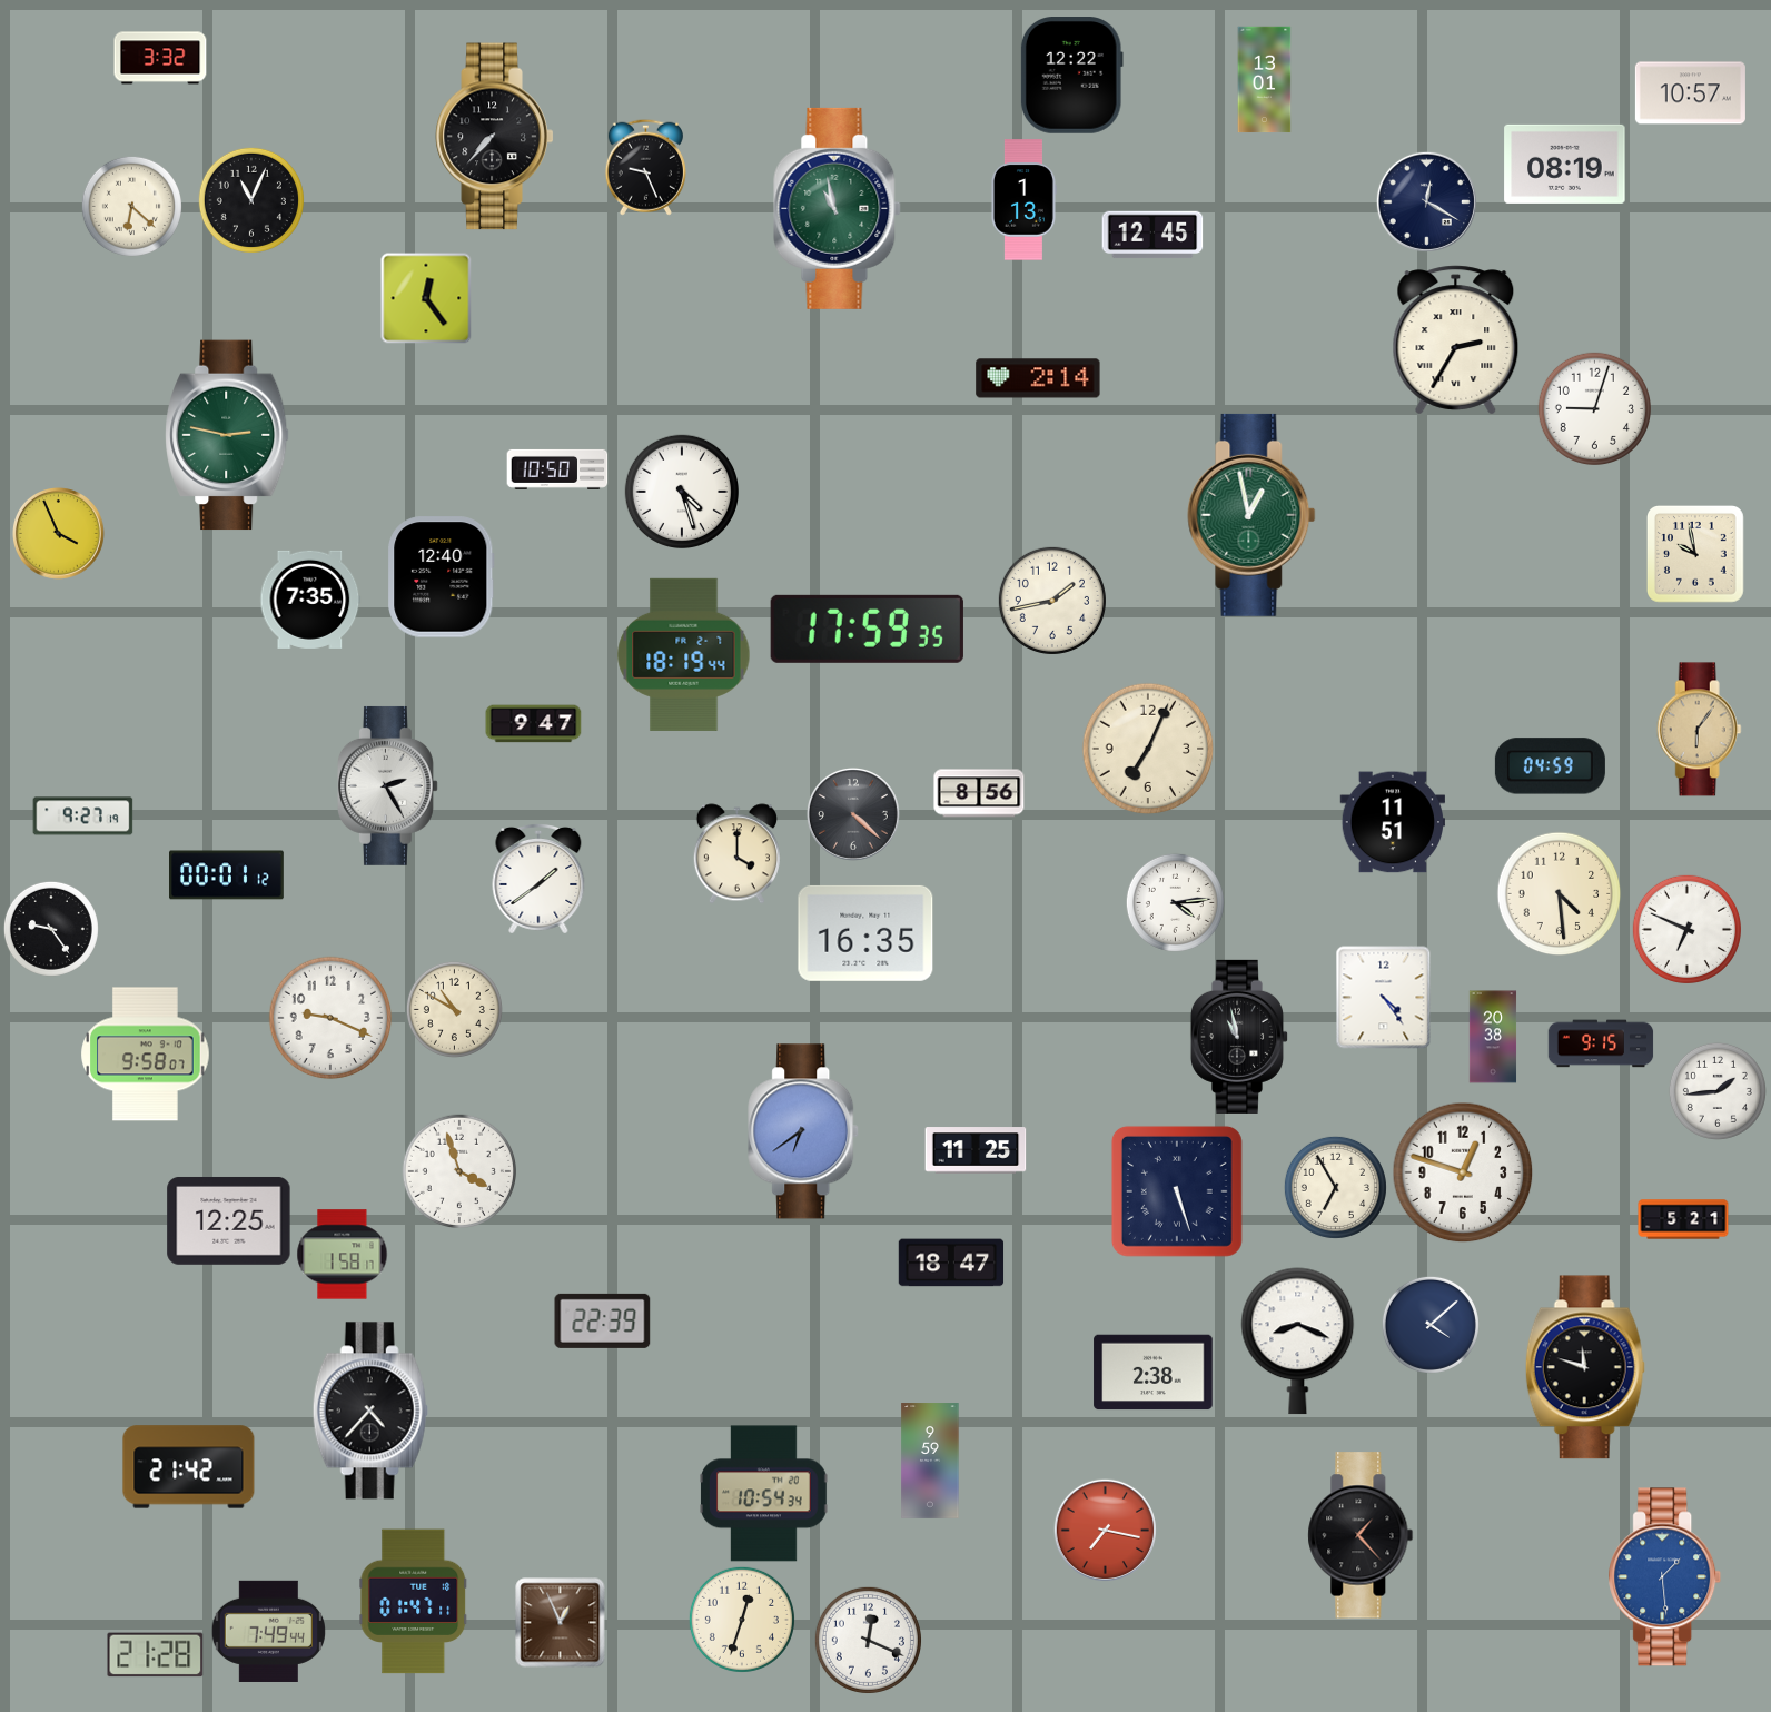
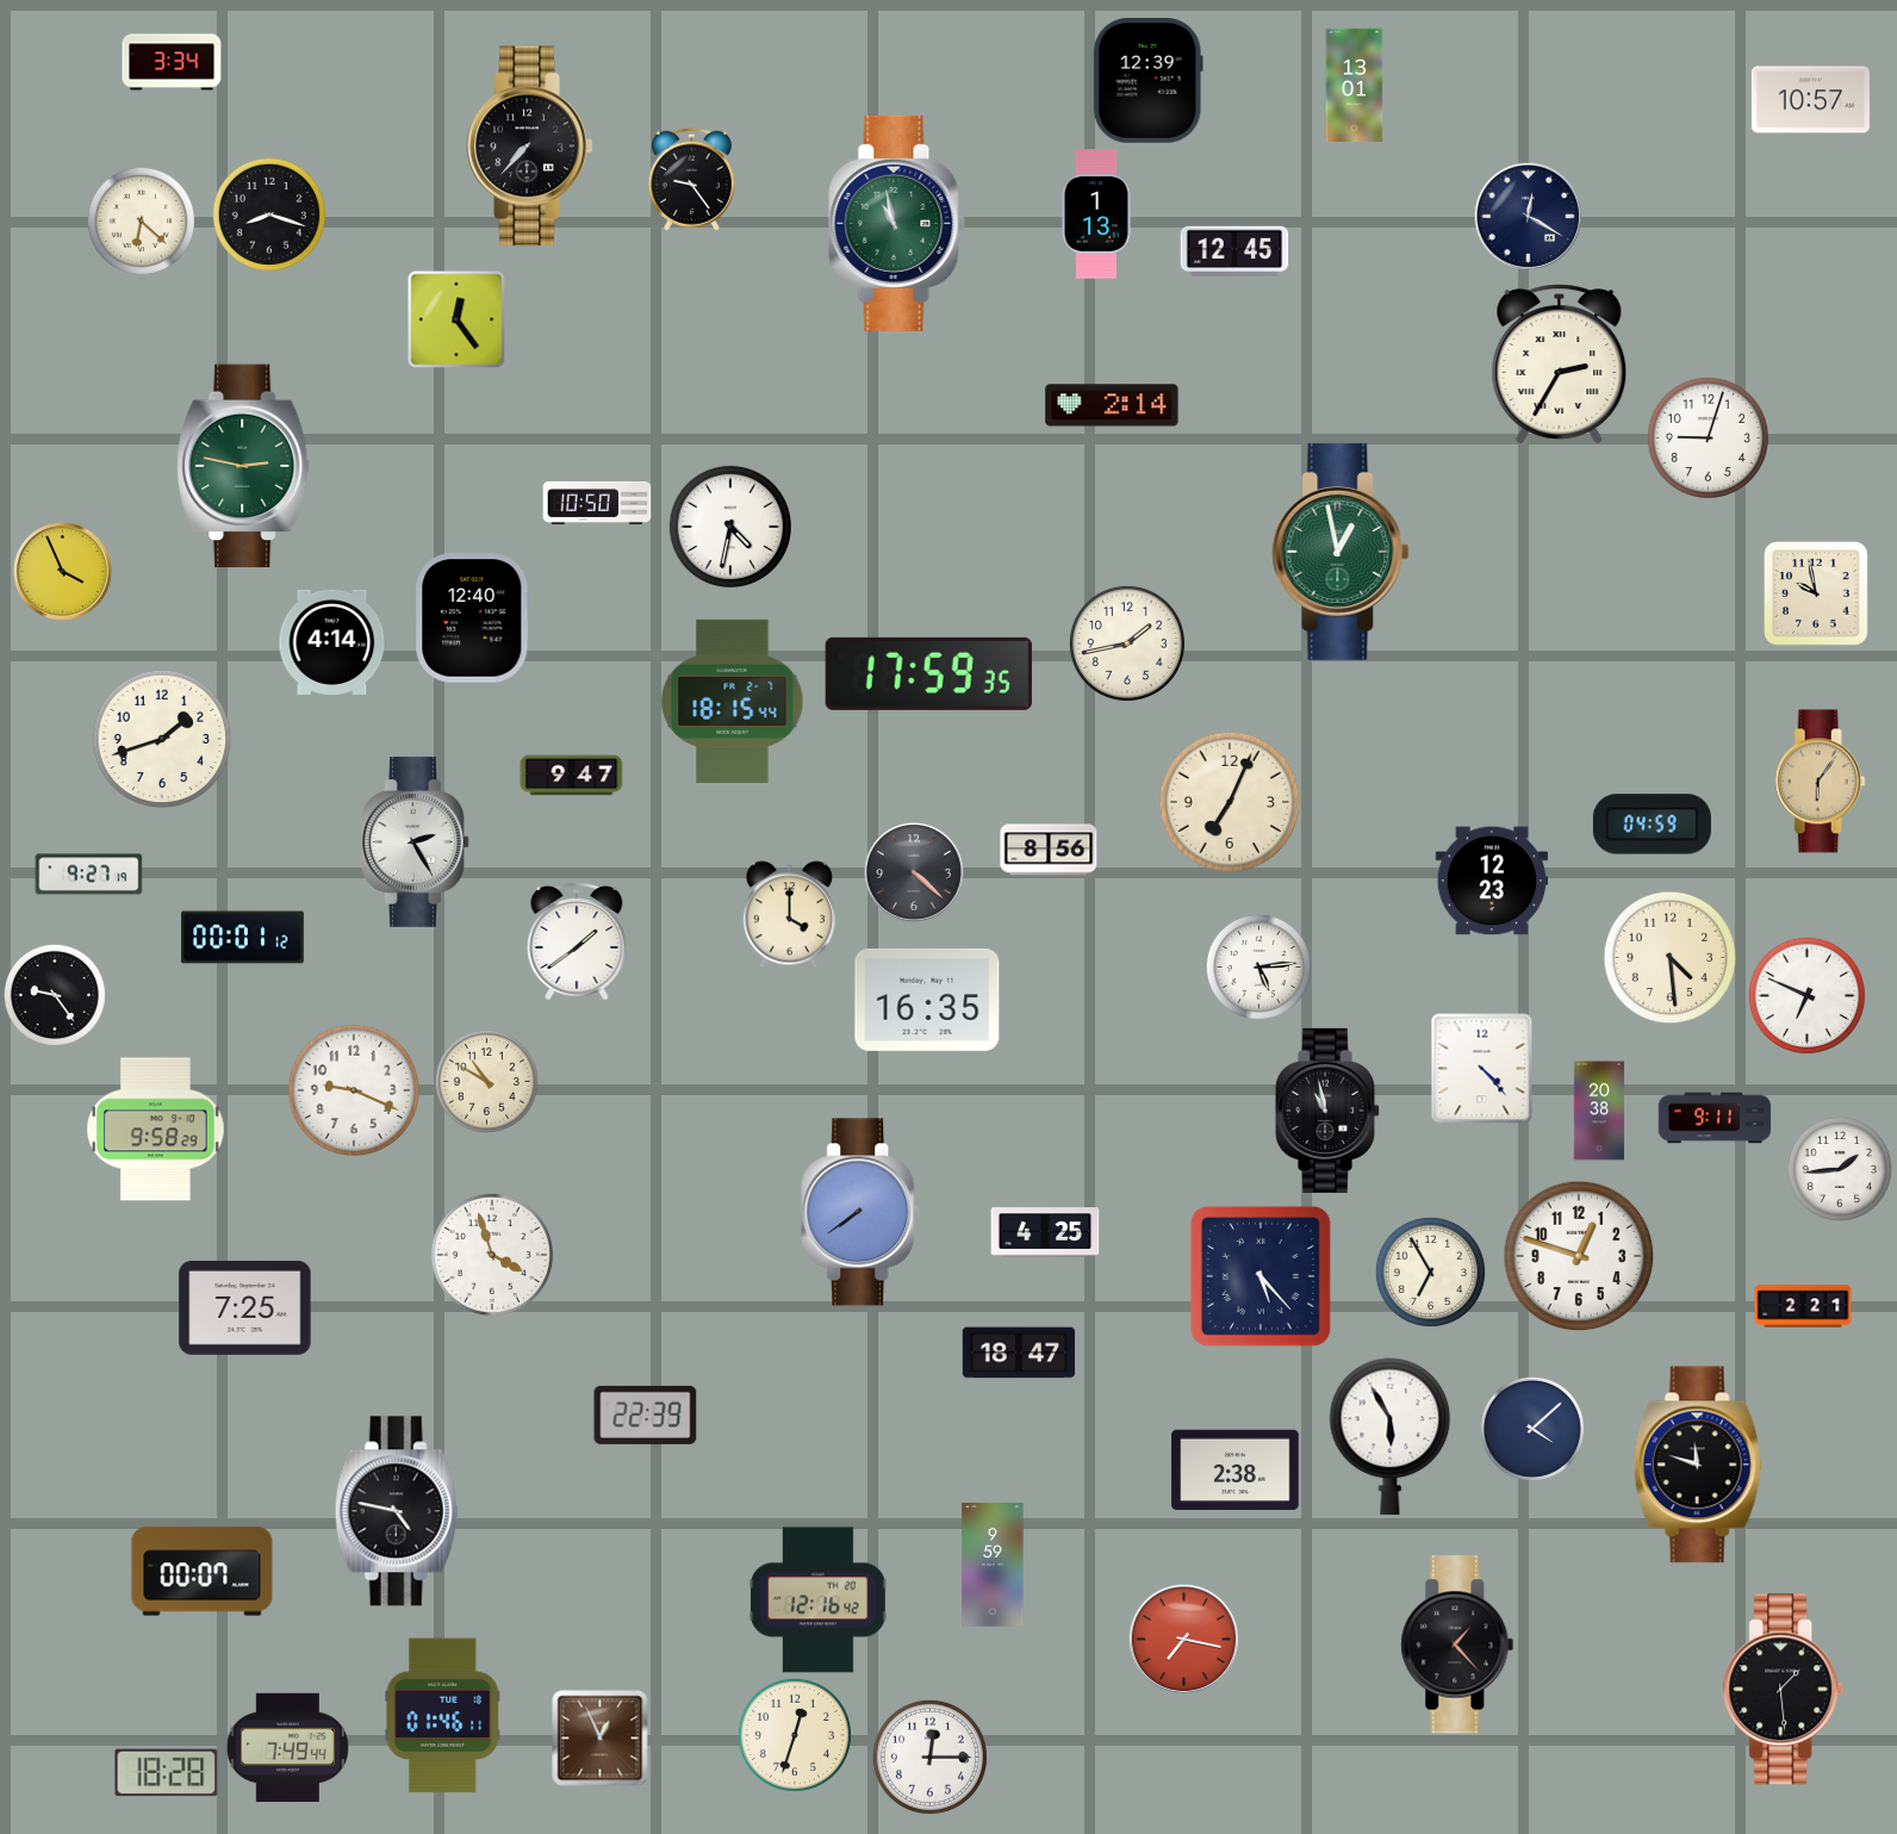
clock at (160, 58): 3:32 -> 3:34
clock at (1071, 76): 12:22 -> 12:39
clock at (1565, 164): 08:19 -> none
clock at (645, 167): 9:26 -> 9:24
clock at (251, 200): 11:04 -> 8:18
clock at (681, 491): 4:27 -> 4:32
clock at (310, 600): 7:35 -> 4:14
clock at (684, 654): 18:19 -> 18:15
clock at (162, 739): none -> 1:42
clock at (1550, 766) position: (1550, 766) -> (1652, 825)
clock at (1393, 822): 11:51 -> 12:23
clock at (1175, 902): 4:14 -> 5:14
clock at (1384, 998): 4:24 -> 4:23
clock at (1601, 1043): 9:15 -> 9:11
clock at (146, 1055): 9:58:07 -> 9:58:29
clock at (804, 1131): 6:39 -> 7:39
clock at (976, 1150): 11:25 -> 4:25
clock at (1463, 1172) position: (1463, 1172) -> (1579, 1256)
clock at (1177, 1191): 5:27 -> 5:23
clock at (1683, 1219): 5:21 -> 2:21
clock at (229, 1220): 12:25 -> 7:25
clock at (343, 1255): 1:58 -> none
clock at (1431, 1325) position: (1431, 1325) -> (1532, 1429)
clock at (1298, 1342): 8:19 -> 5:55
clock at (370, 1411): 4:37 -> 4:47
clock at (930, 1461) position: (930, 1461) -> (993, 1565)
clock at (189, 1467): 21:42 -> 00:07
clock at (764, 1494): 10:54 -> 12:16
clock at (1665, 1577) dial: blue -> black
clock at (414, 1602): 01:47 -> 01:46
clock at (868, 1640): 12:19 -> 12:15
clock at (156, 1655): 21:28 -> 18:28
